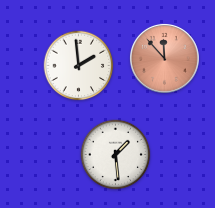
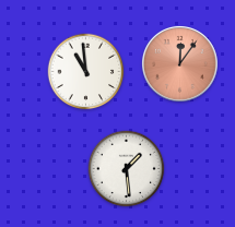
clock at (165, 59): 11:53 -> 12:06
clock at (79, 66): 1:59 -> 10:59
